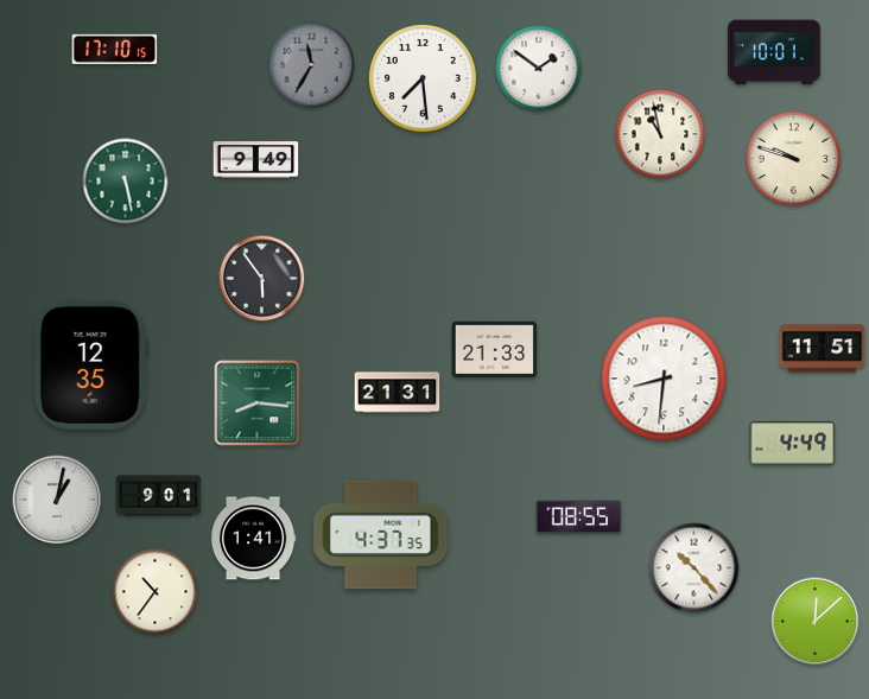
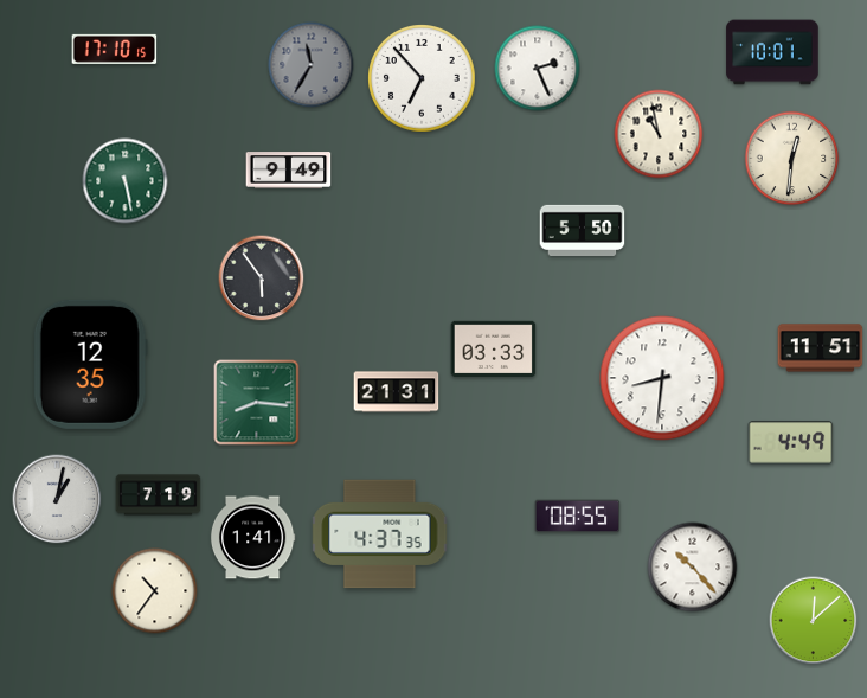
clock at (539, 69): 1:51 -> 2:26
clock at (424, 80): 7:29 -> 6:53
clock at (794, 159): 9:48 -> 12:31
clock at (256, 160) position: (256, 160) -> (289, 171)
clock at (583, 230): none -> 5:50
clock at (495, 349): 21:33 -> 03:33
clock at (159, 496): 9:01 -> 7:19
